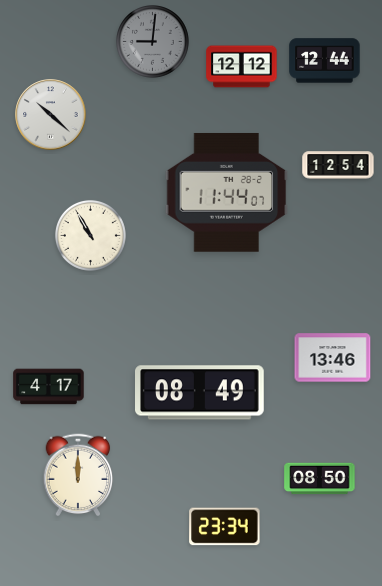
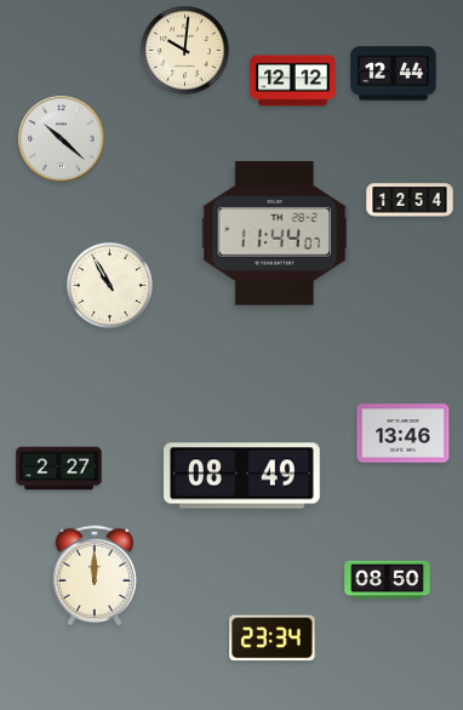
clock at (153, 42): 9:01 -> 10:01
clock at (153, 42) dial: grey -> cream
clock at (49, 387): 4:17 -> 2:27
